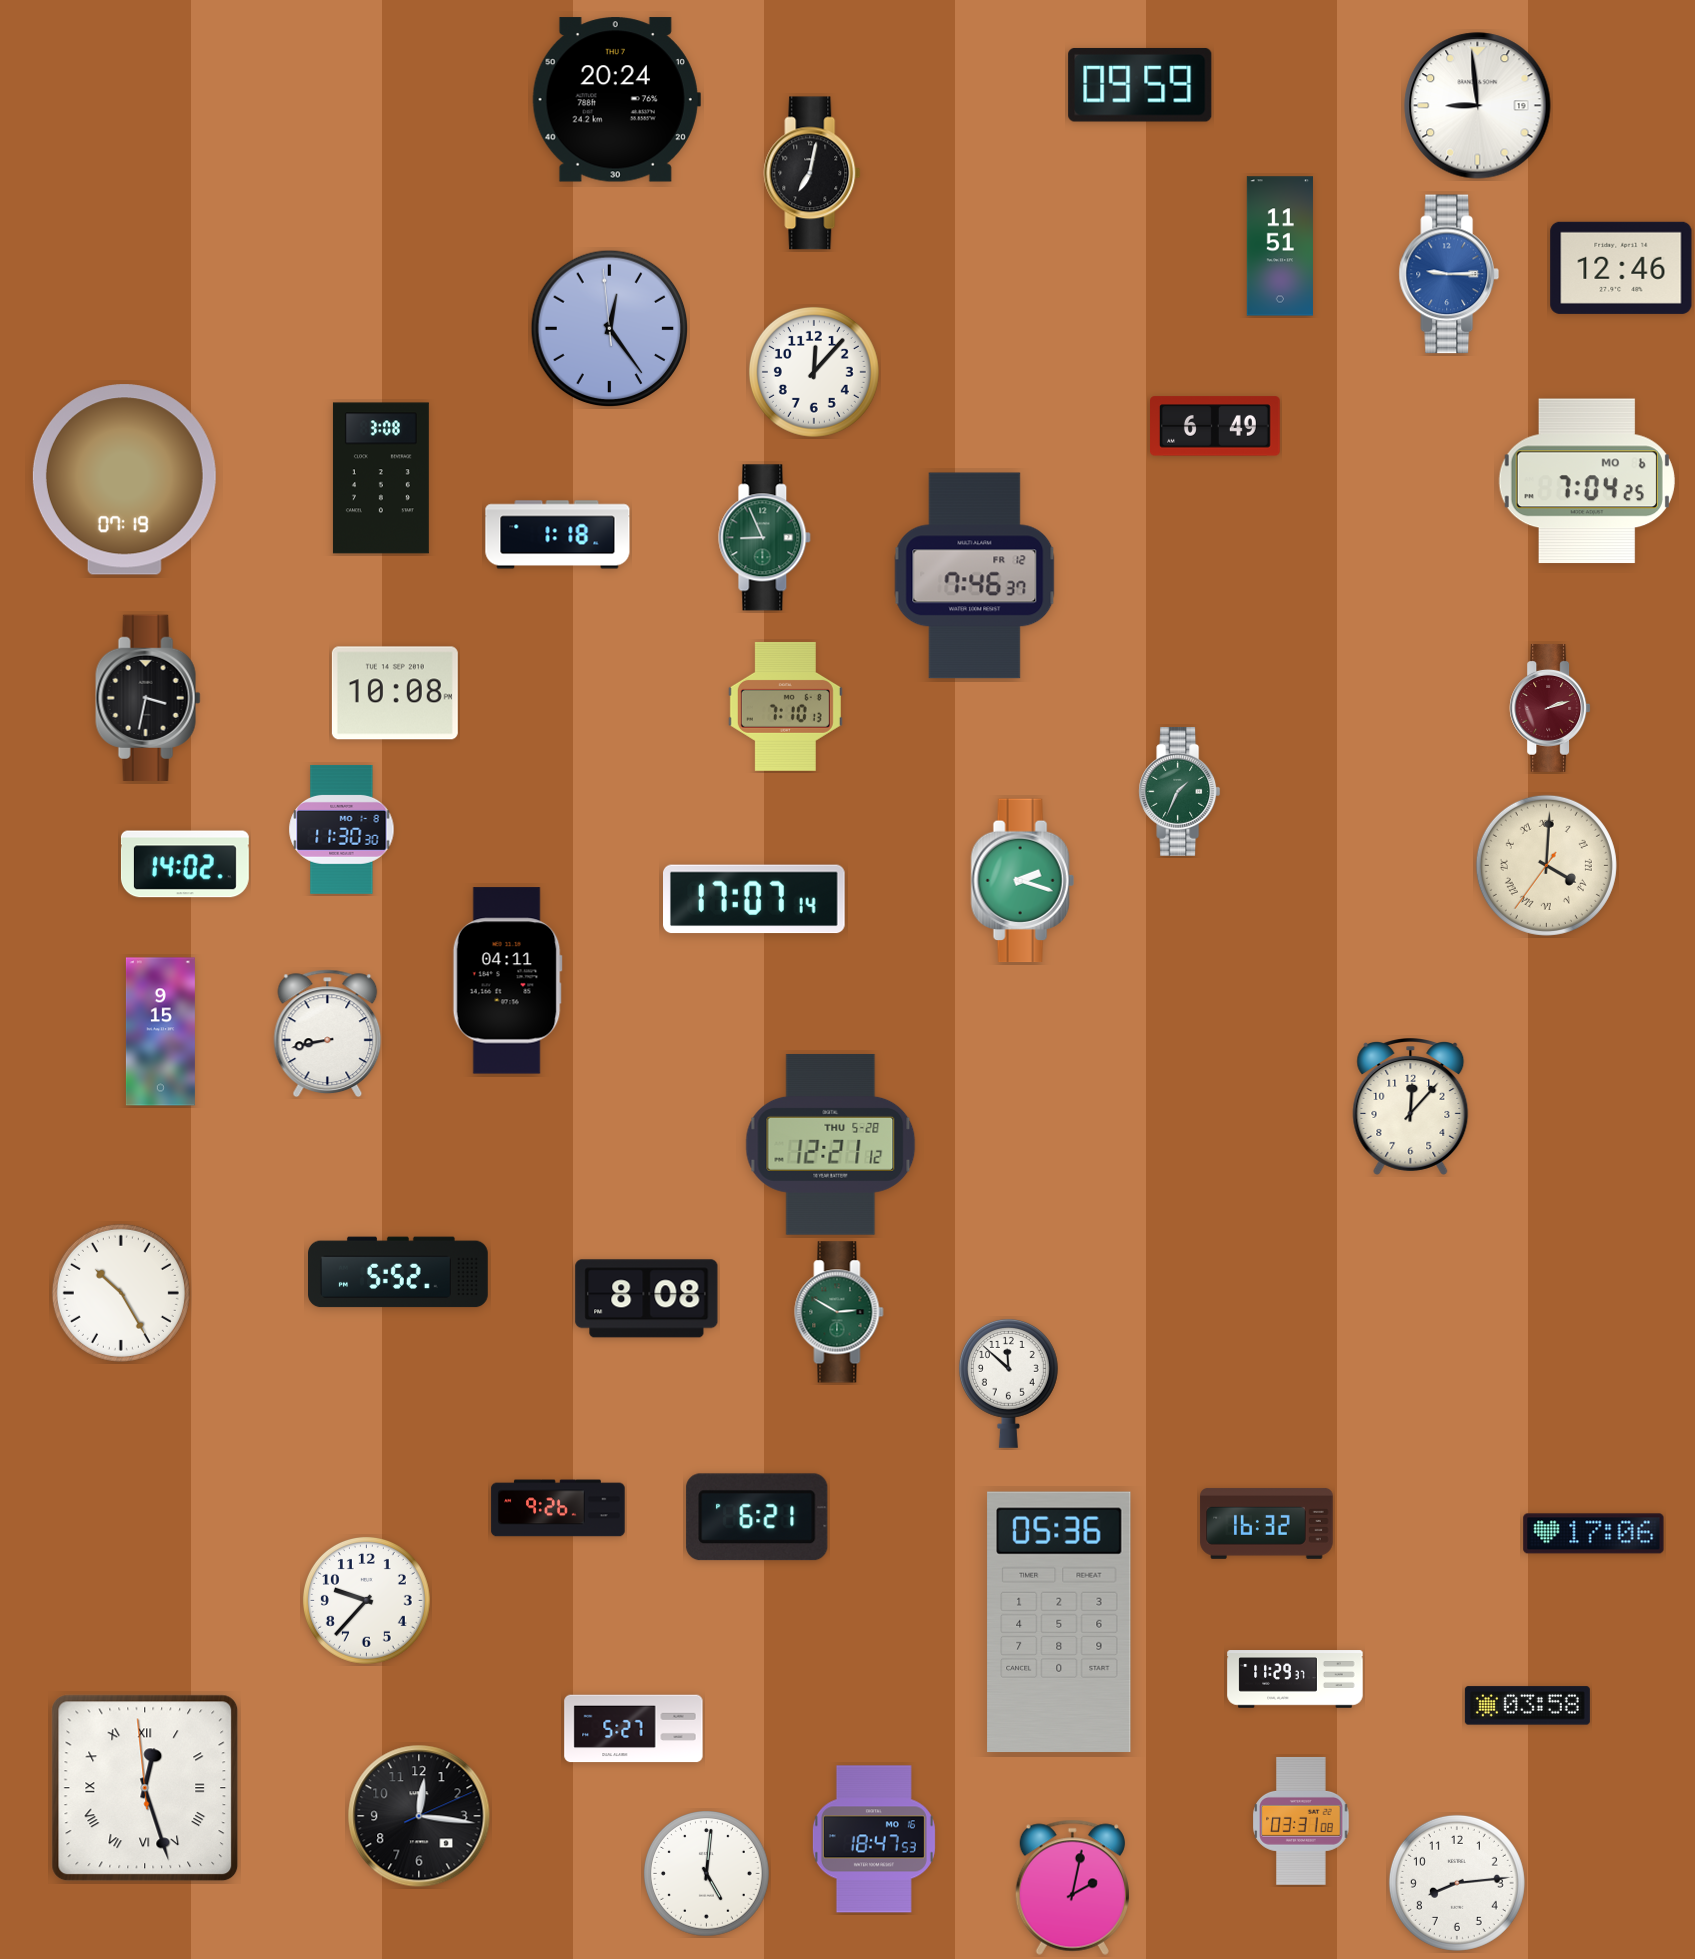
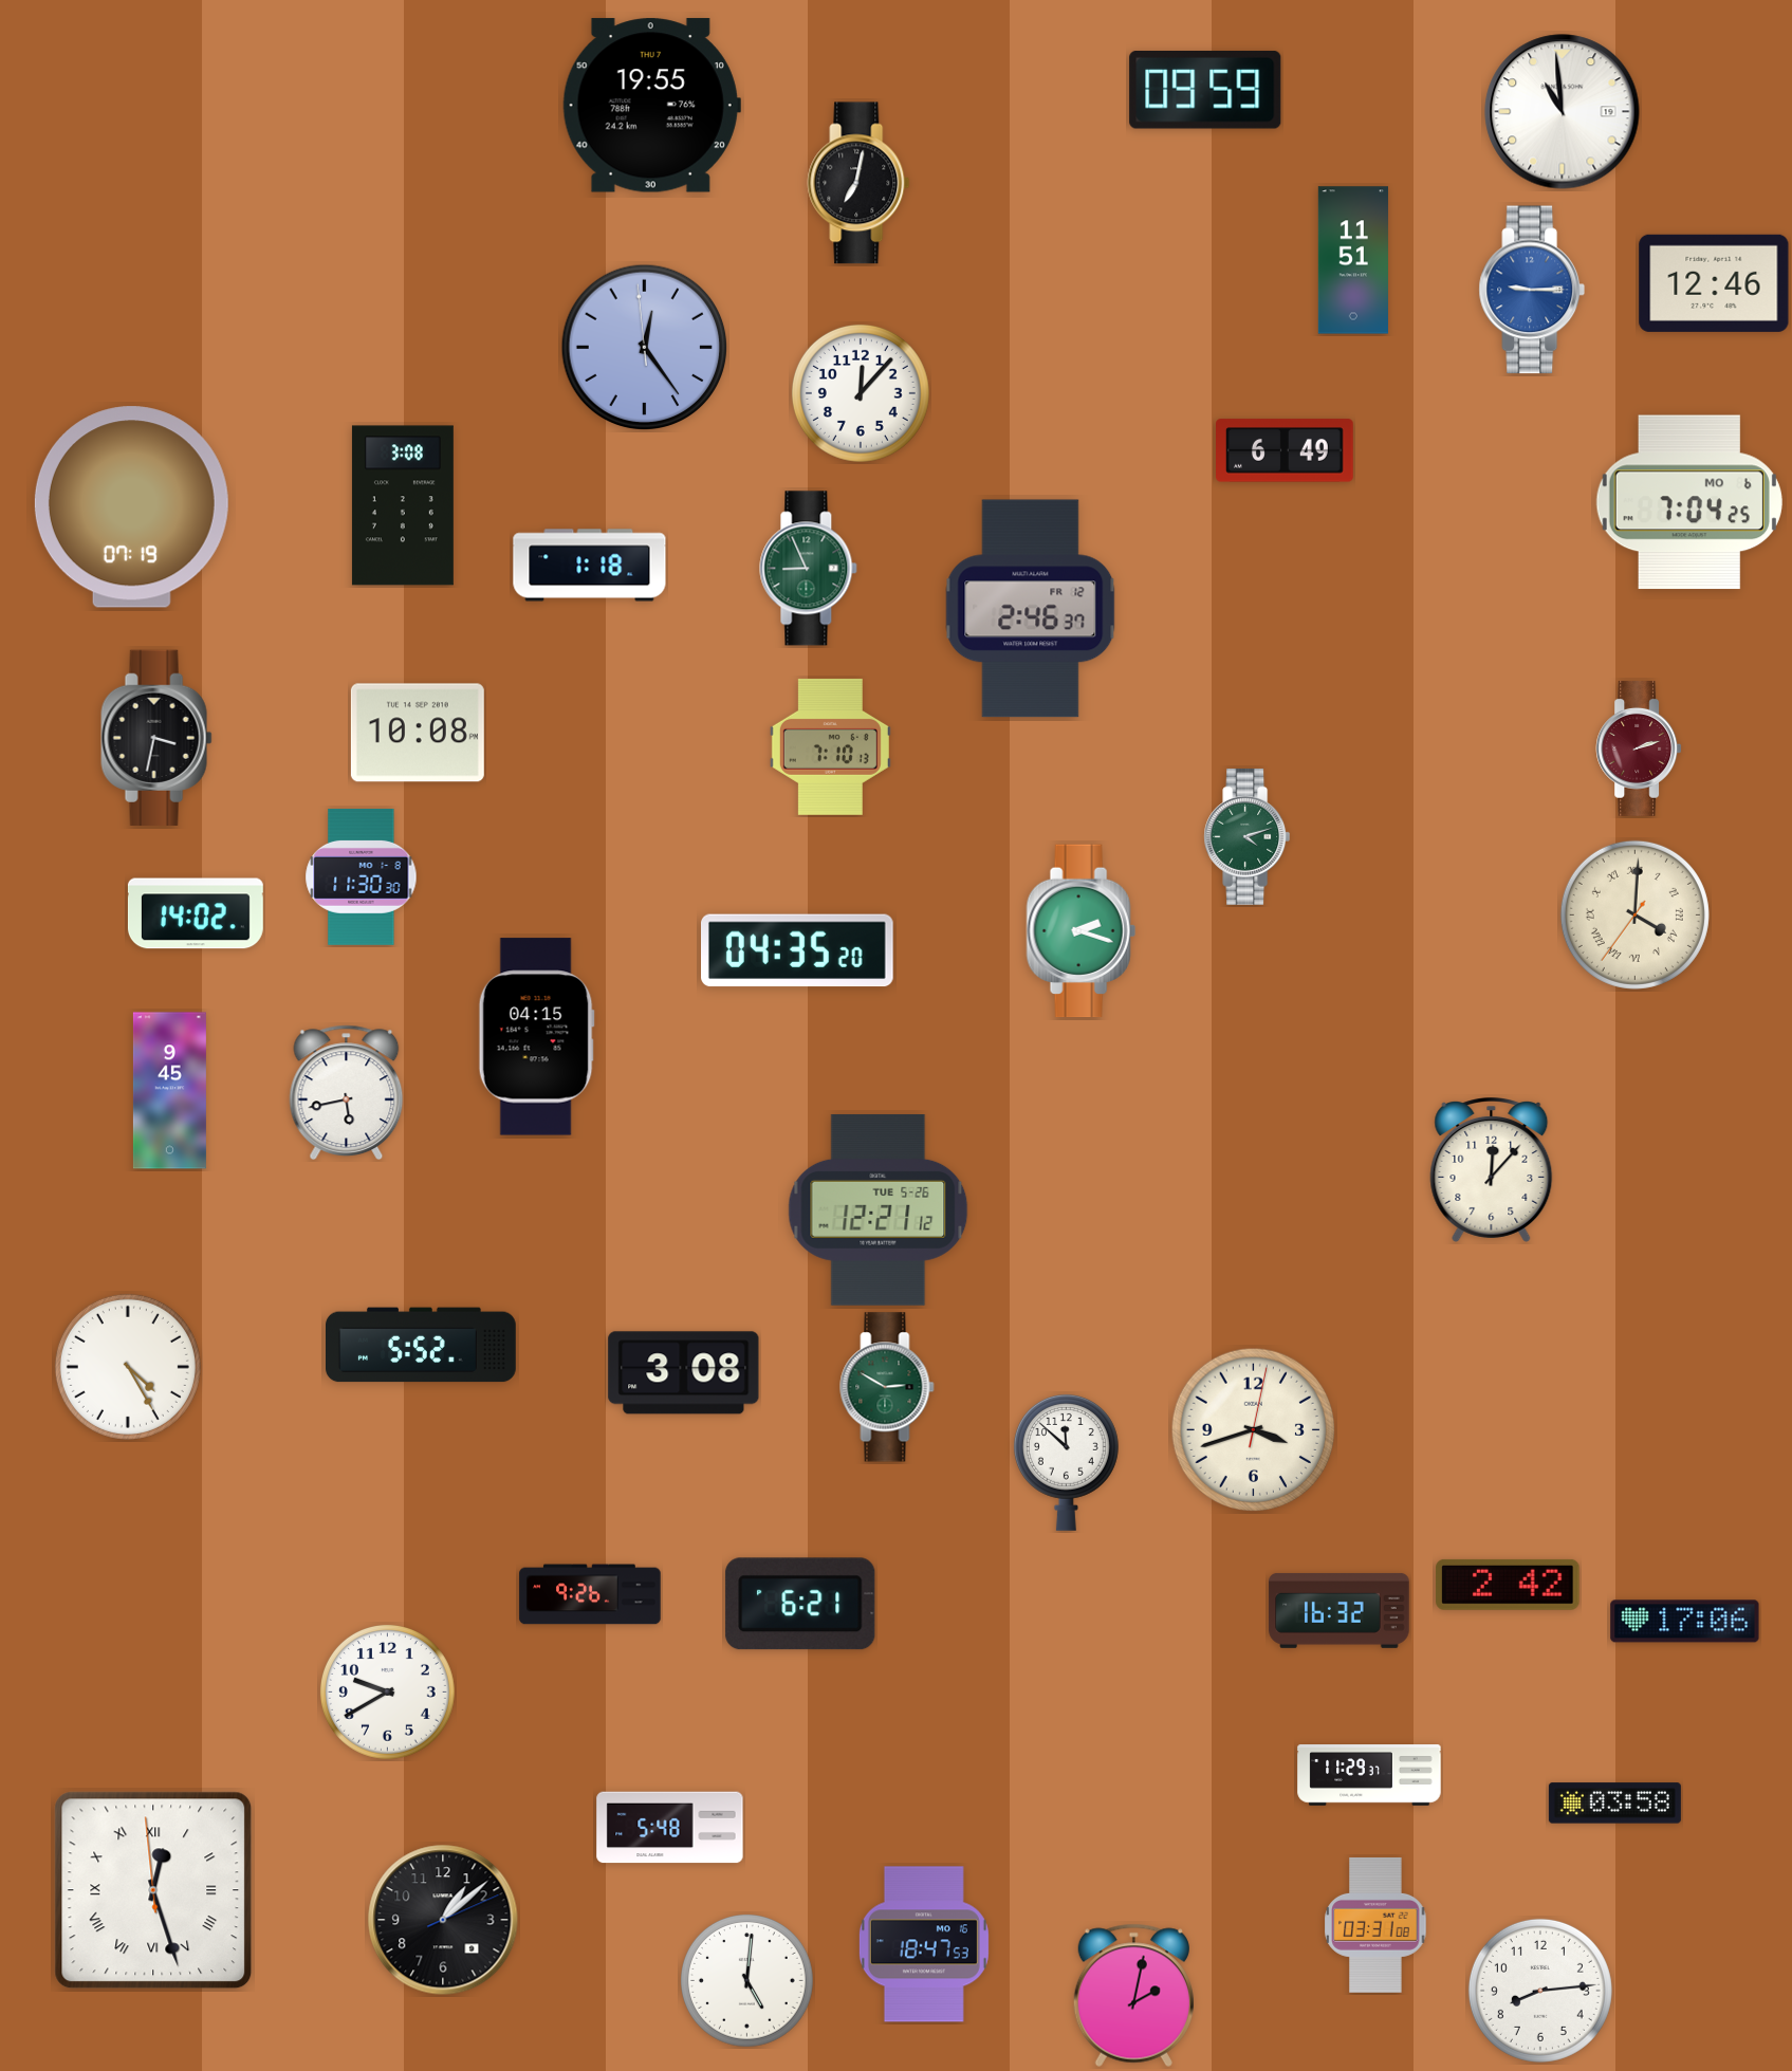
clock at (616, 100): 20:24 -> 19:55
clock at (1478, 106): 8:59 -> 10:59
clock at (1587, 481) position: (1587, 481) -> (1689, 502)
clock at (975, 576): 7:46 -> 2:46
clock at (1180, 791): 1:34 -> 4:12
clock at (755, 899): 17:07 -> 04:35
clock at (507, 981): 04:11 -> 04:15
clock at (160, 1032): 9:15 -> 9:45
clock at (328, 1033): 8:43 -> 5:43
clock at (831, 1144) date: THU 5-28 -> TUE 5-26
clock at (121, 1293): 10:25 -> 4:25
clock at (647, 1299): 8:08 -> 3:08
clock at (1254, 1430): none -> 3:42
clock at (1508, 1585): none -> 2:42
clock at (366, 1600): 9:37 -> 9:40
clock at (1059, 1622): 05:36 -> none
clock at (634, 1729): 5:27 -> 5:48
clock at (419, 1816): 12:16 -> 1:08
